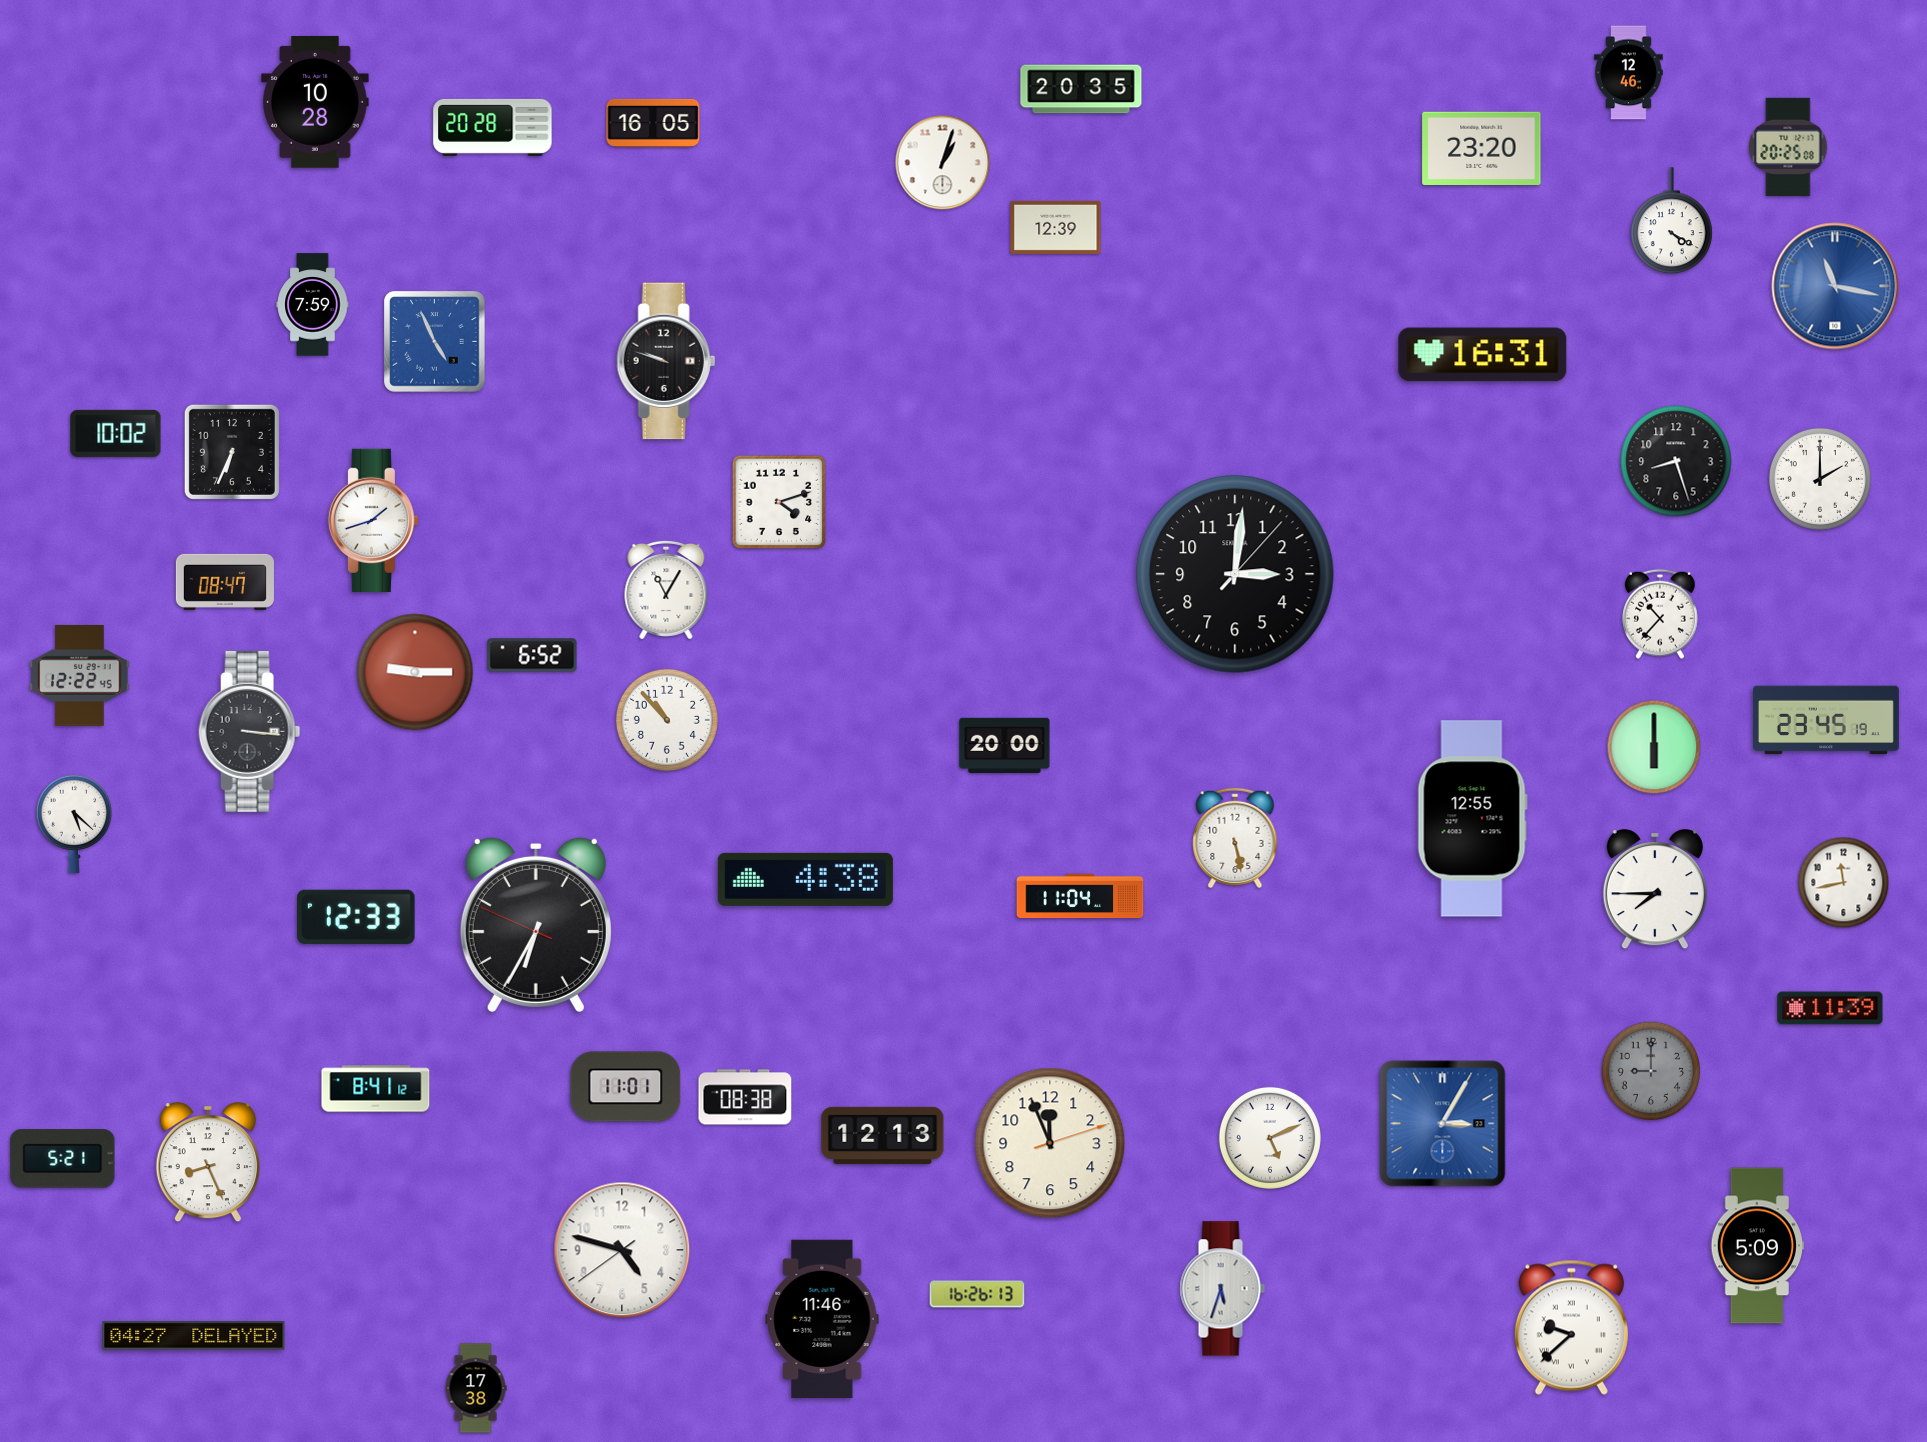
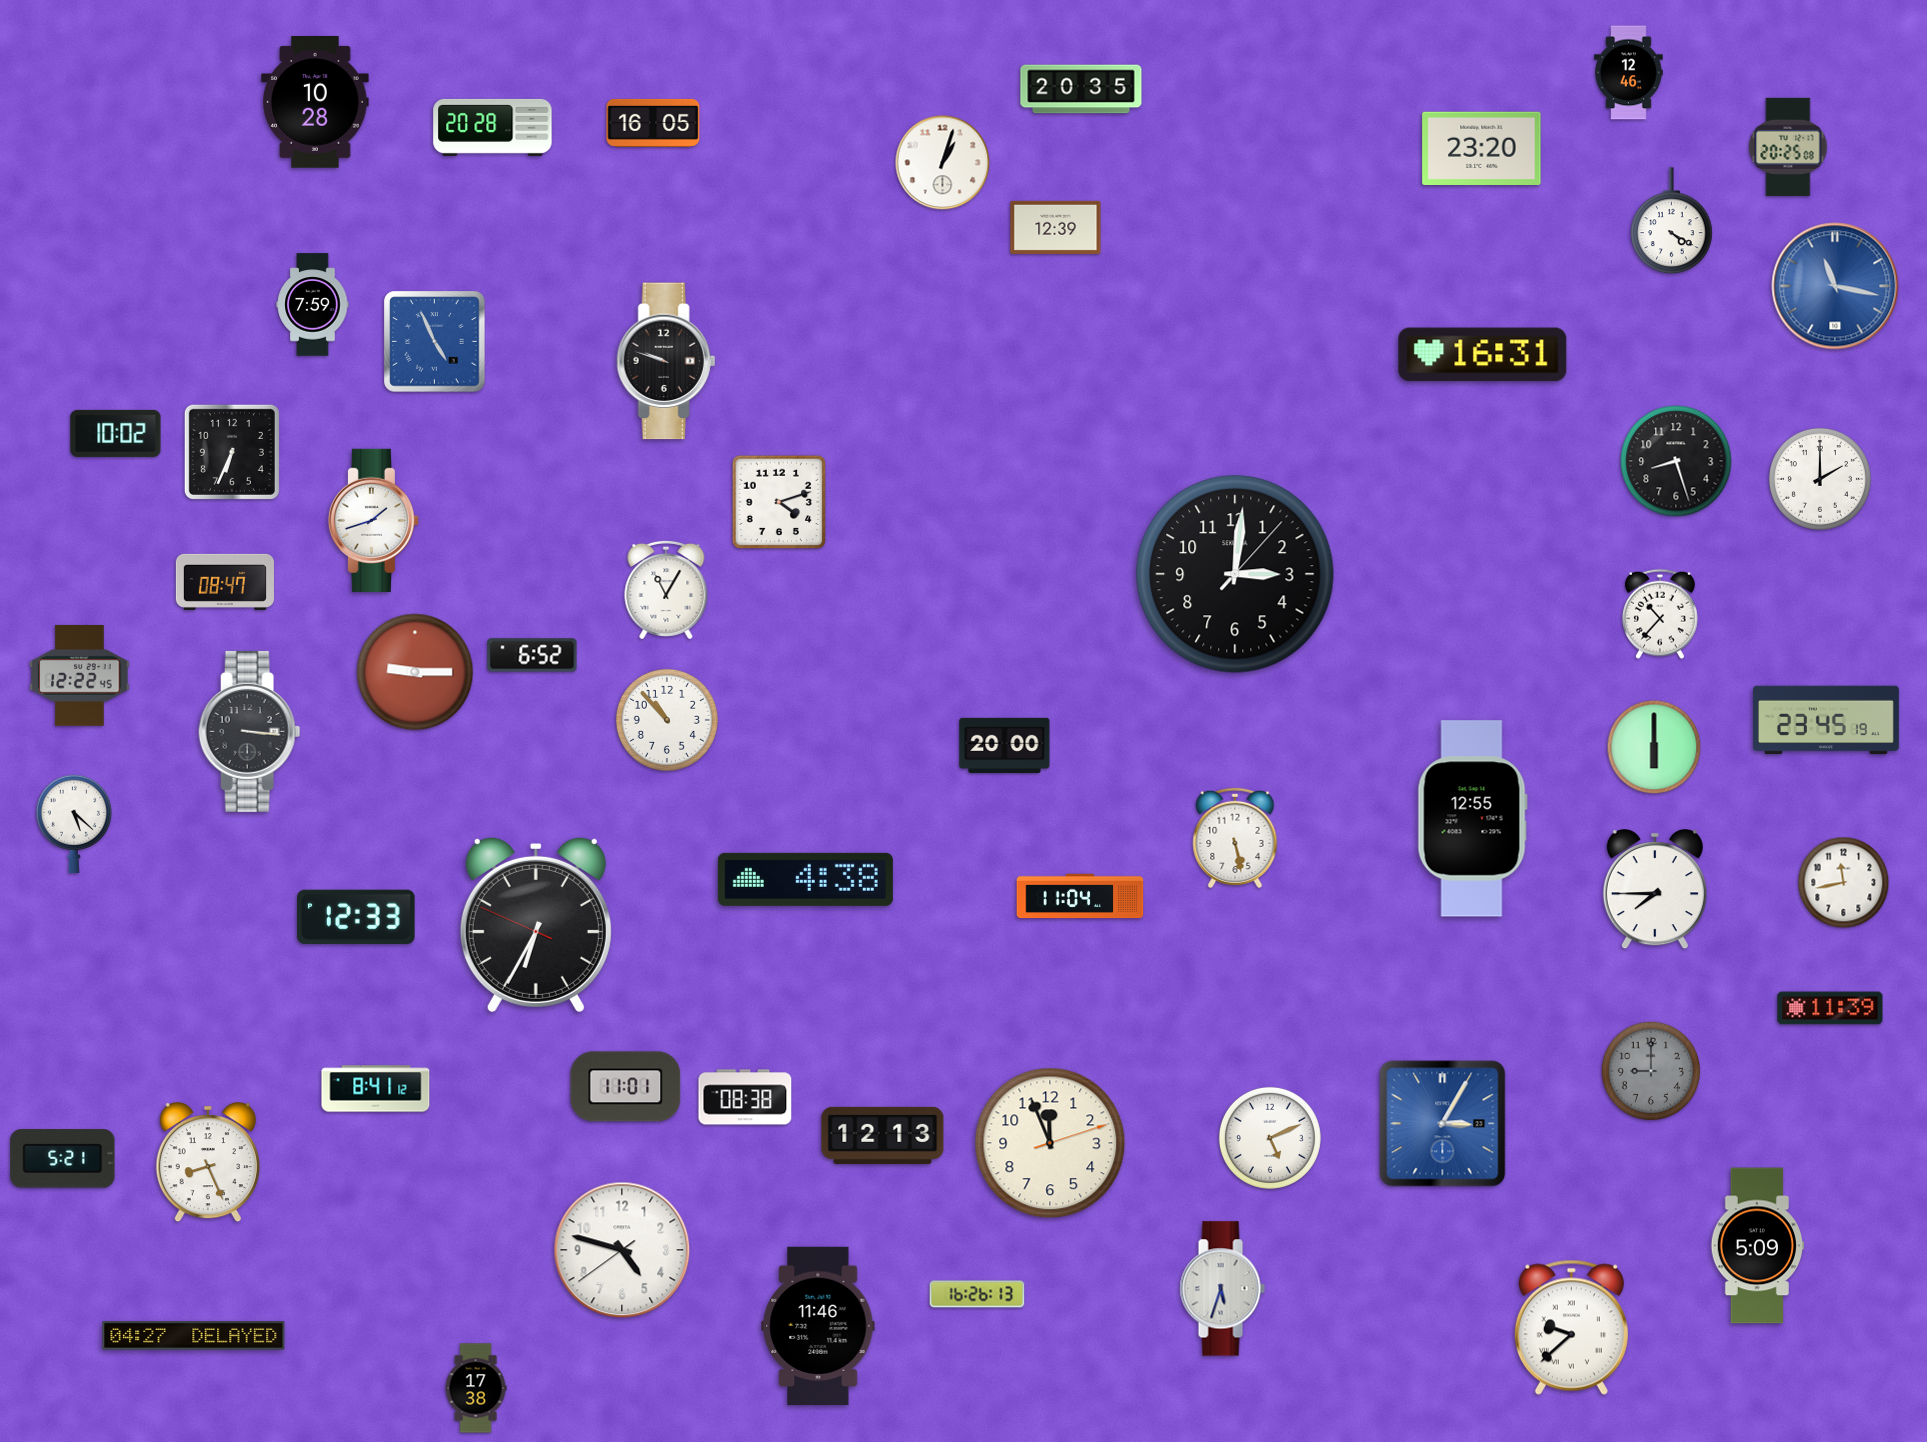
clock at (822, 1318) position: (822, 1318) -> (818, 1325)
